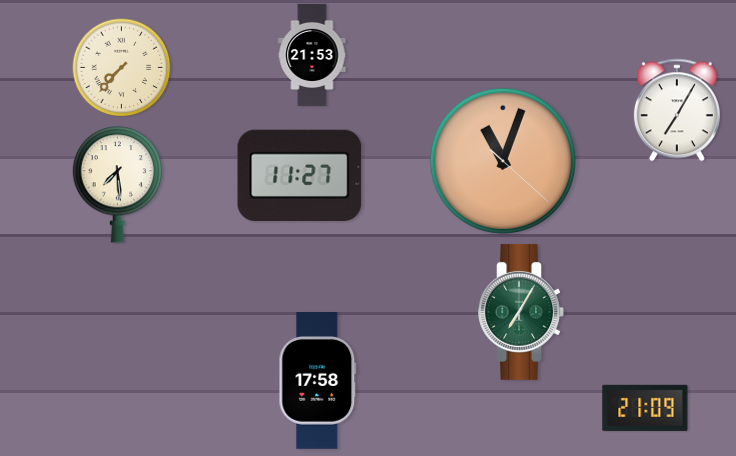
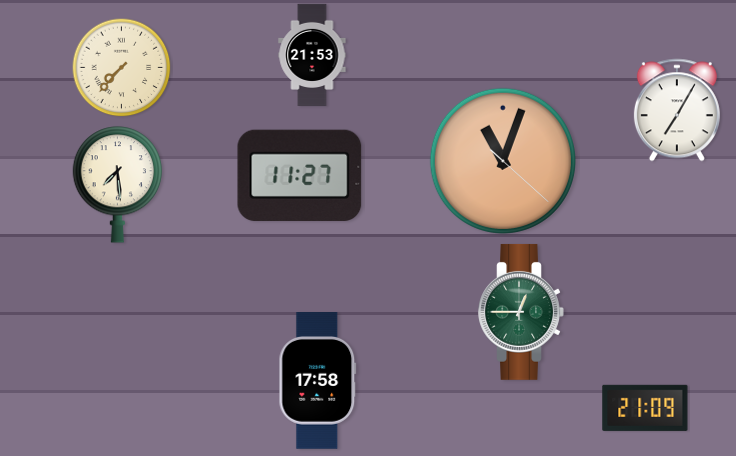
clock at (521, 312): 7:05 -> 12:45
